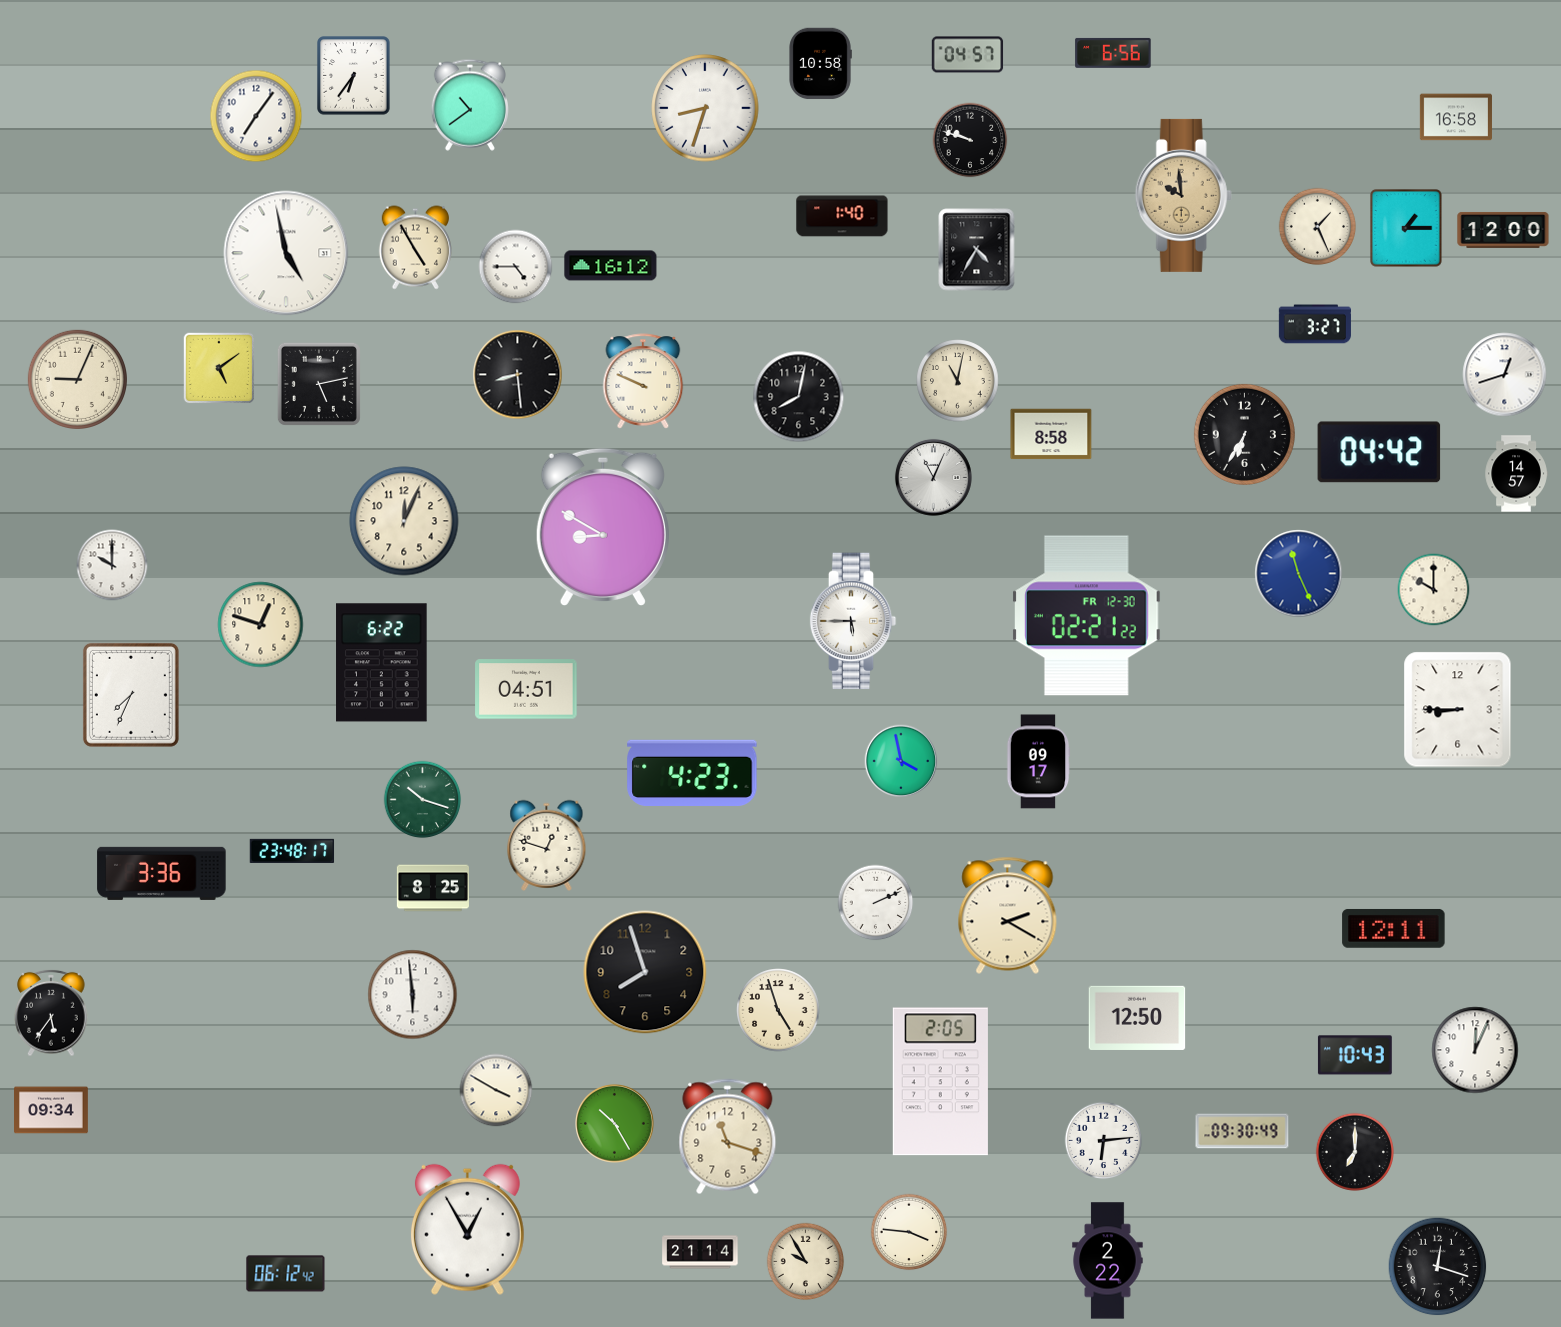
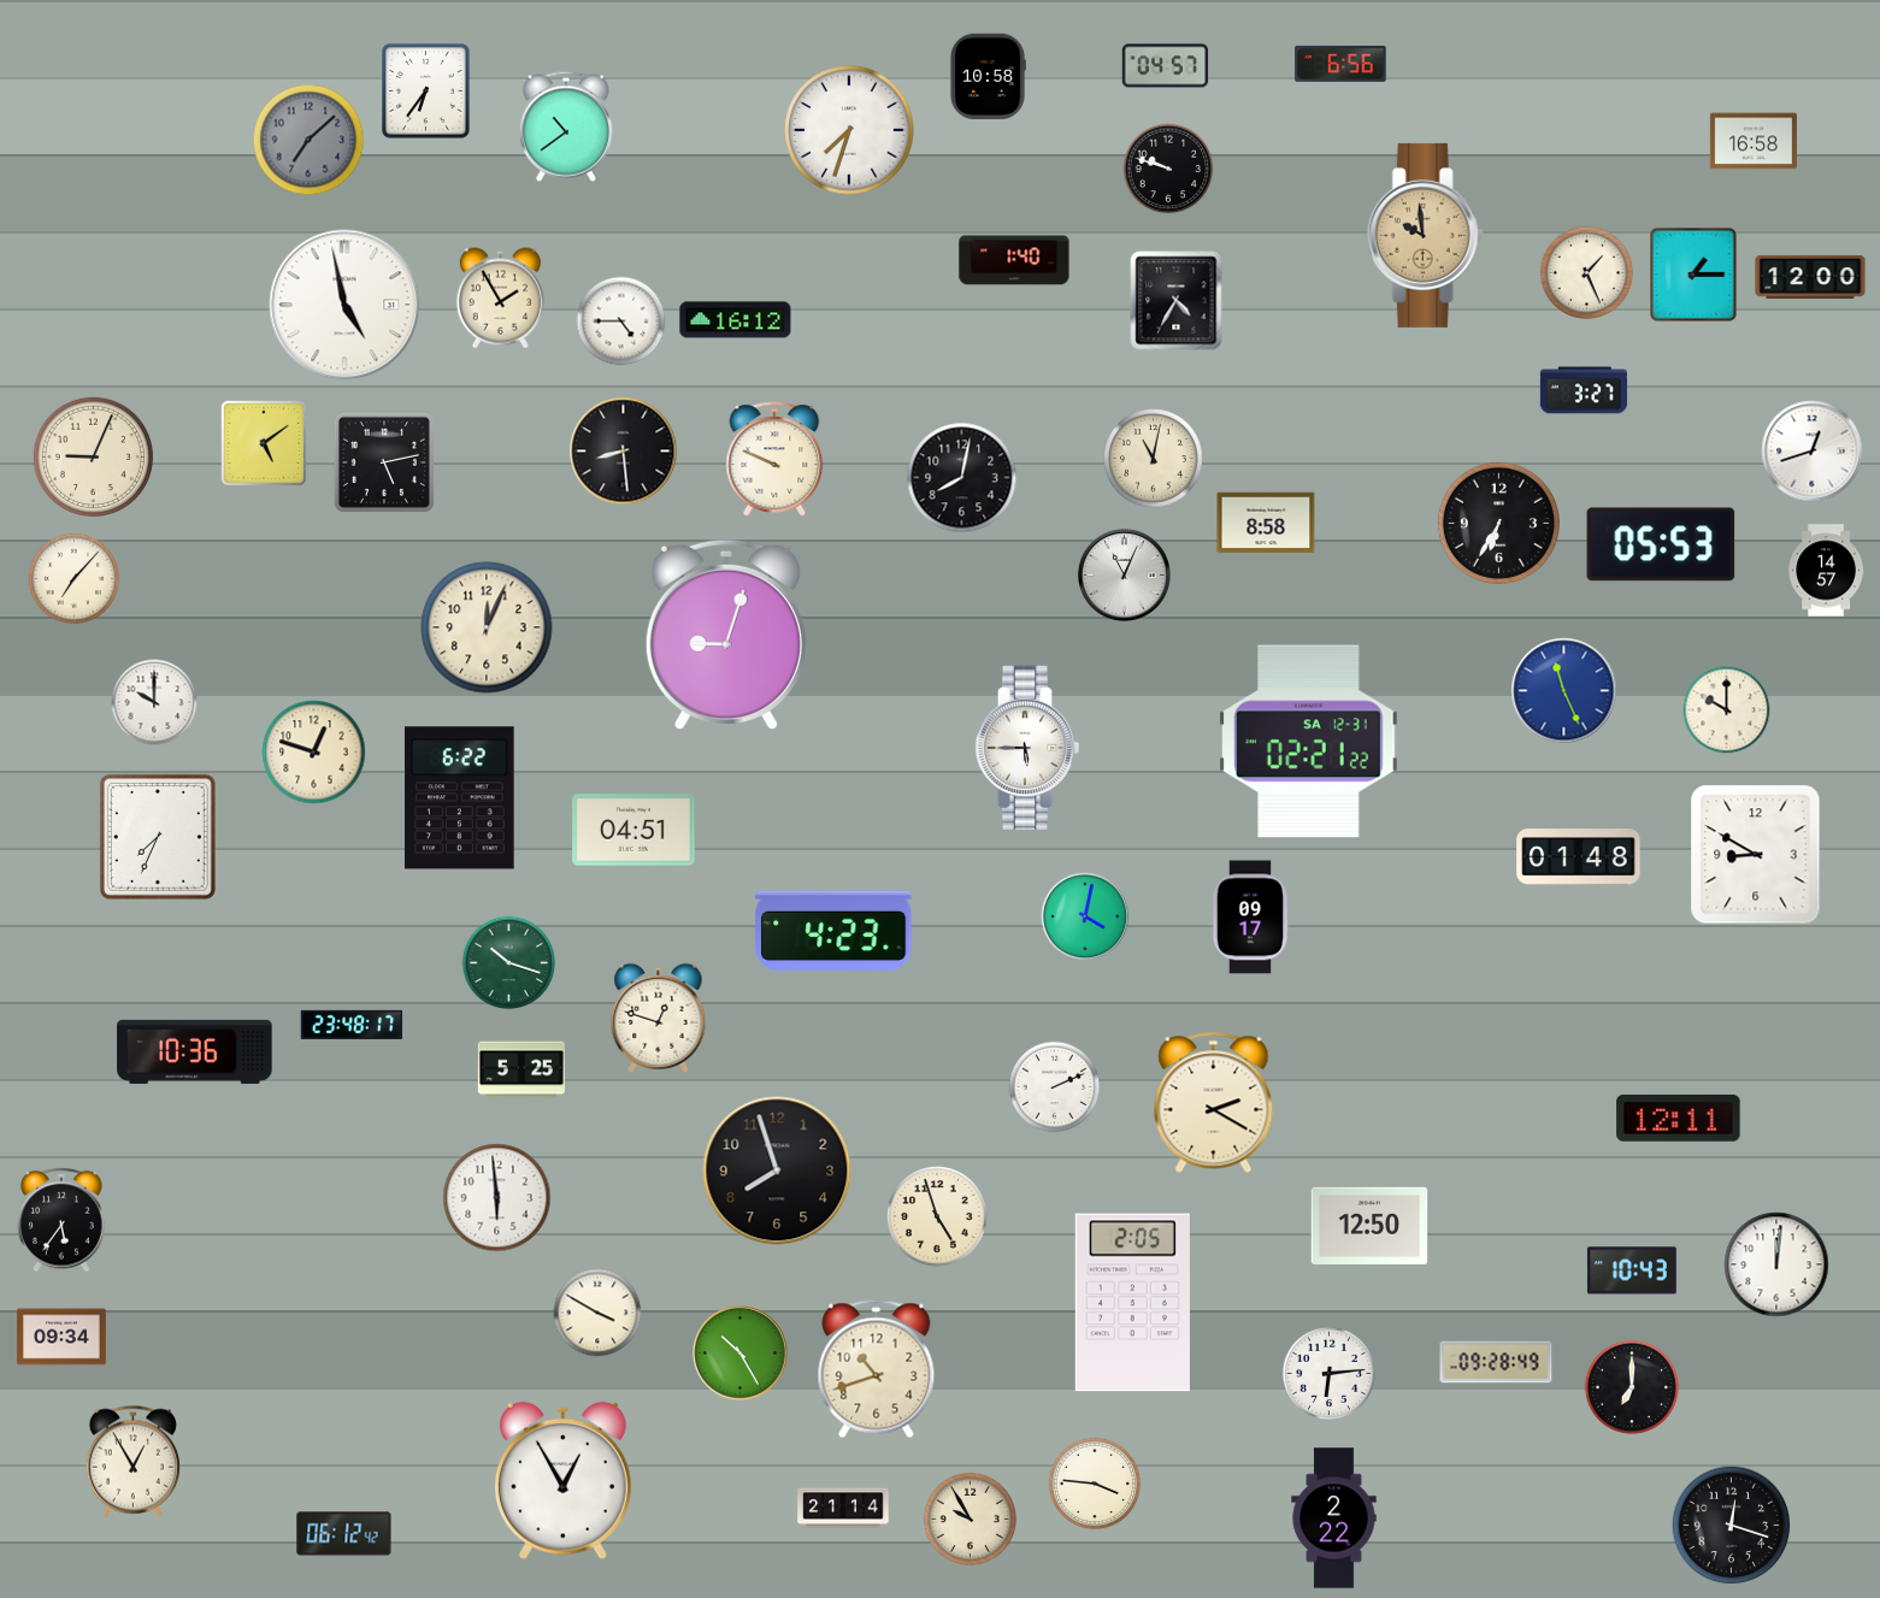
clock at (705, 108): 8:33 -> 7:33
clock at (256, 116): 7:06 -> 7:08
clock at (256, 116) dial: white -> grey
clock at (415, 248): 4:55 -> 1:55
clock at (1379, 452): 04:42 -> 05:53
clock at (75, 579): none -> 7:07
clock at (603, 526): 8:50 -> 9:03
clock at (112, 565) position: (112, 565) -> (154, 702)
clock at (1087, 616) date: FR 12-30 -> SA 12-31
clock at (1458, 710): 8:45 -> 8:50
clock at (1579, 857): none -> 01:48
clock at (901, 761): 3:58 -> 4:02
clock at (162, 873): 3:36 -> 10:36
clock at (433, 888): 8:25 -> 5:25
clock at (1475, 1050): 12:04 -> 12:01
clock at (1242, 1131): 09:30 -> 09:28
clock at (728, 1137): 11:18 -> 10:42
clock at (132, 1461): none -> 12:55
